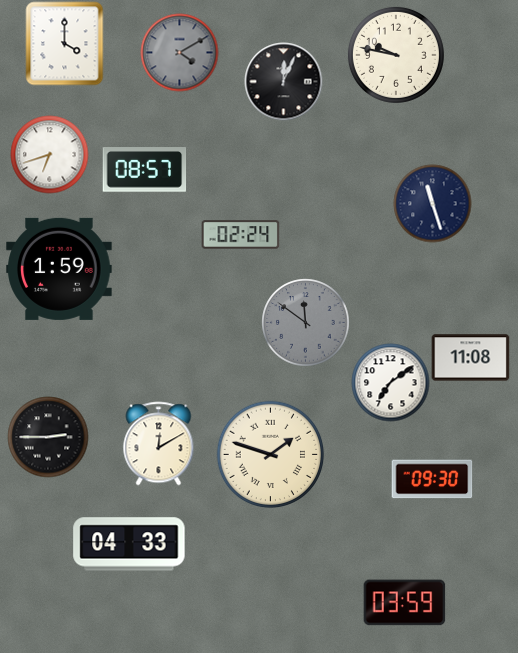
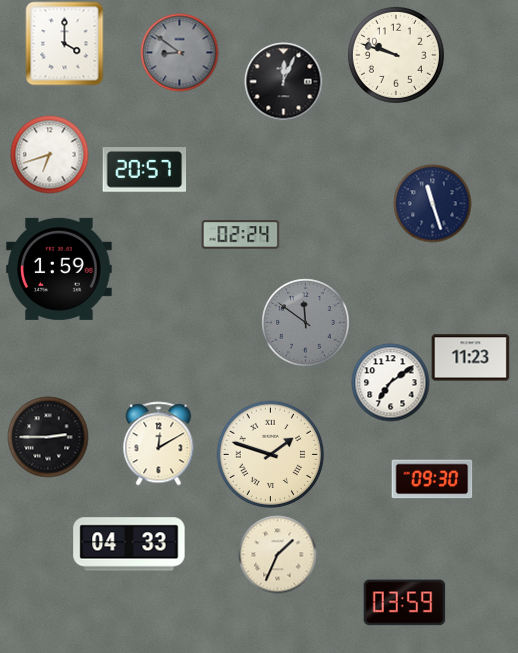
clock at (179, 52): 4:10 -> 8:51
clock at (396, 55): 9:47 -> 9:48
clock at (144, 170): 08:57 -> 20:57
clock at (470, 358): 11:08 -> 11:23
clock at (277, 554): none -> 1:34
